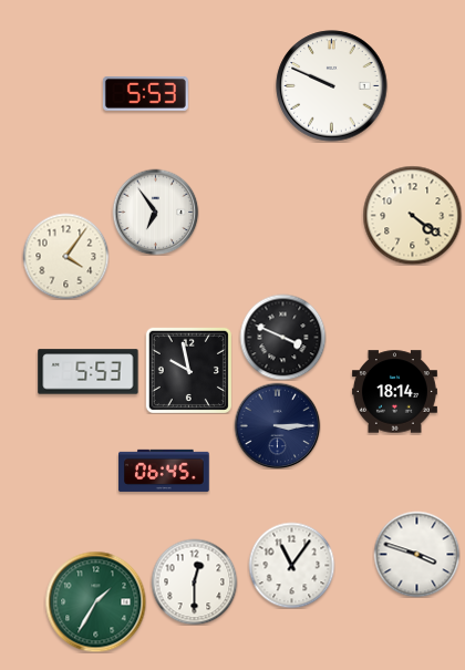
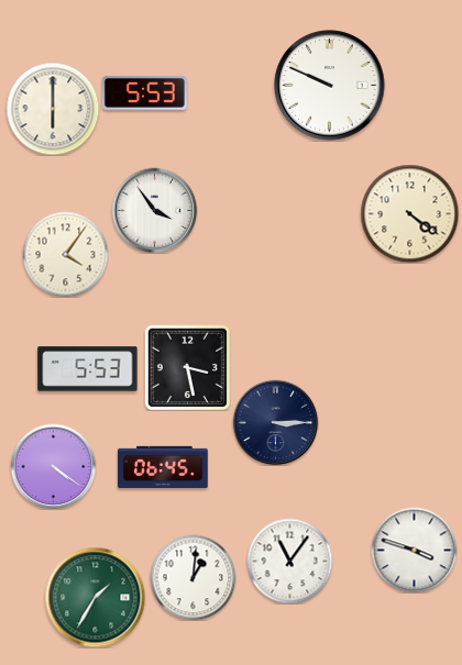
clock at (53, 109): none -> 6:00
clock at (155, 212): 6:54 -> 3:54
clock at (282, 337): 3:49 -> none
clock at (188, 370): 9:58 -> 3:28
clock at (394, 392): 18:14 -> none
clock at (53, 466): none -> 4:21
clock at (194, 581): 12:30 -> 1:01
